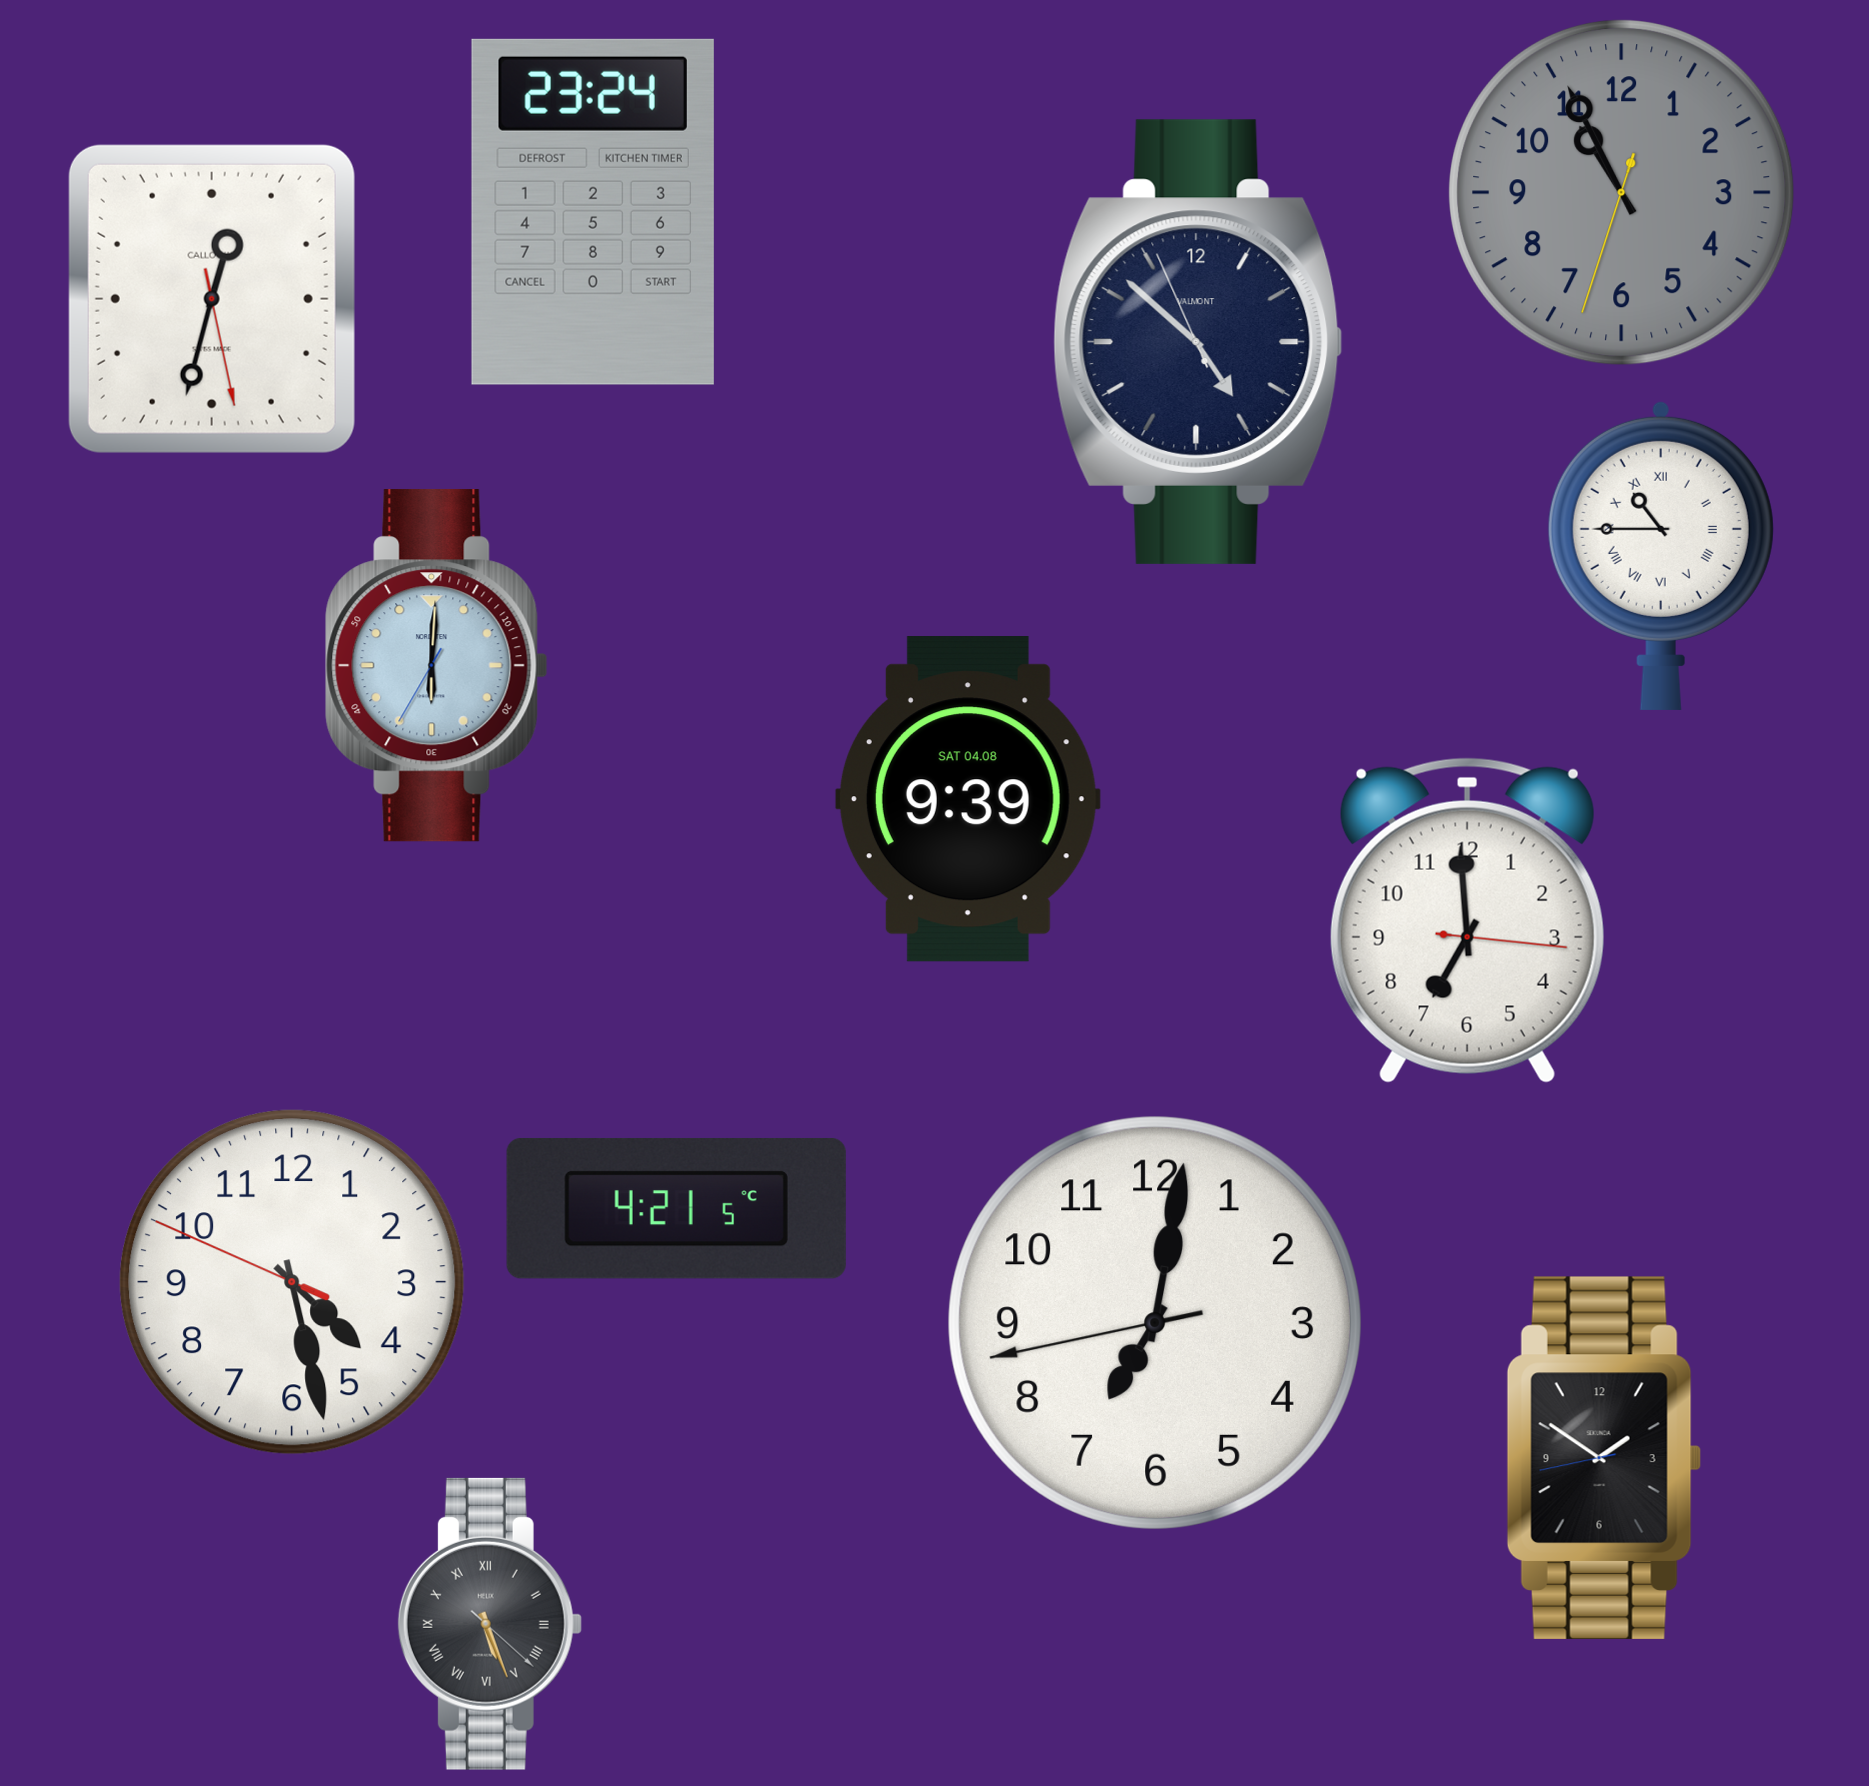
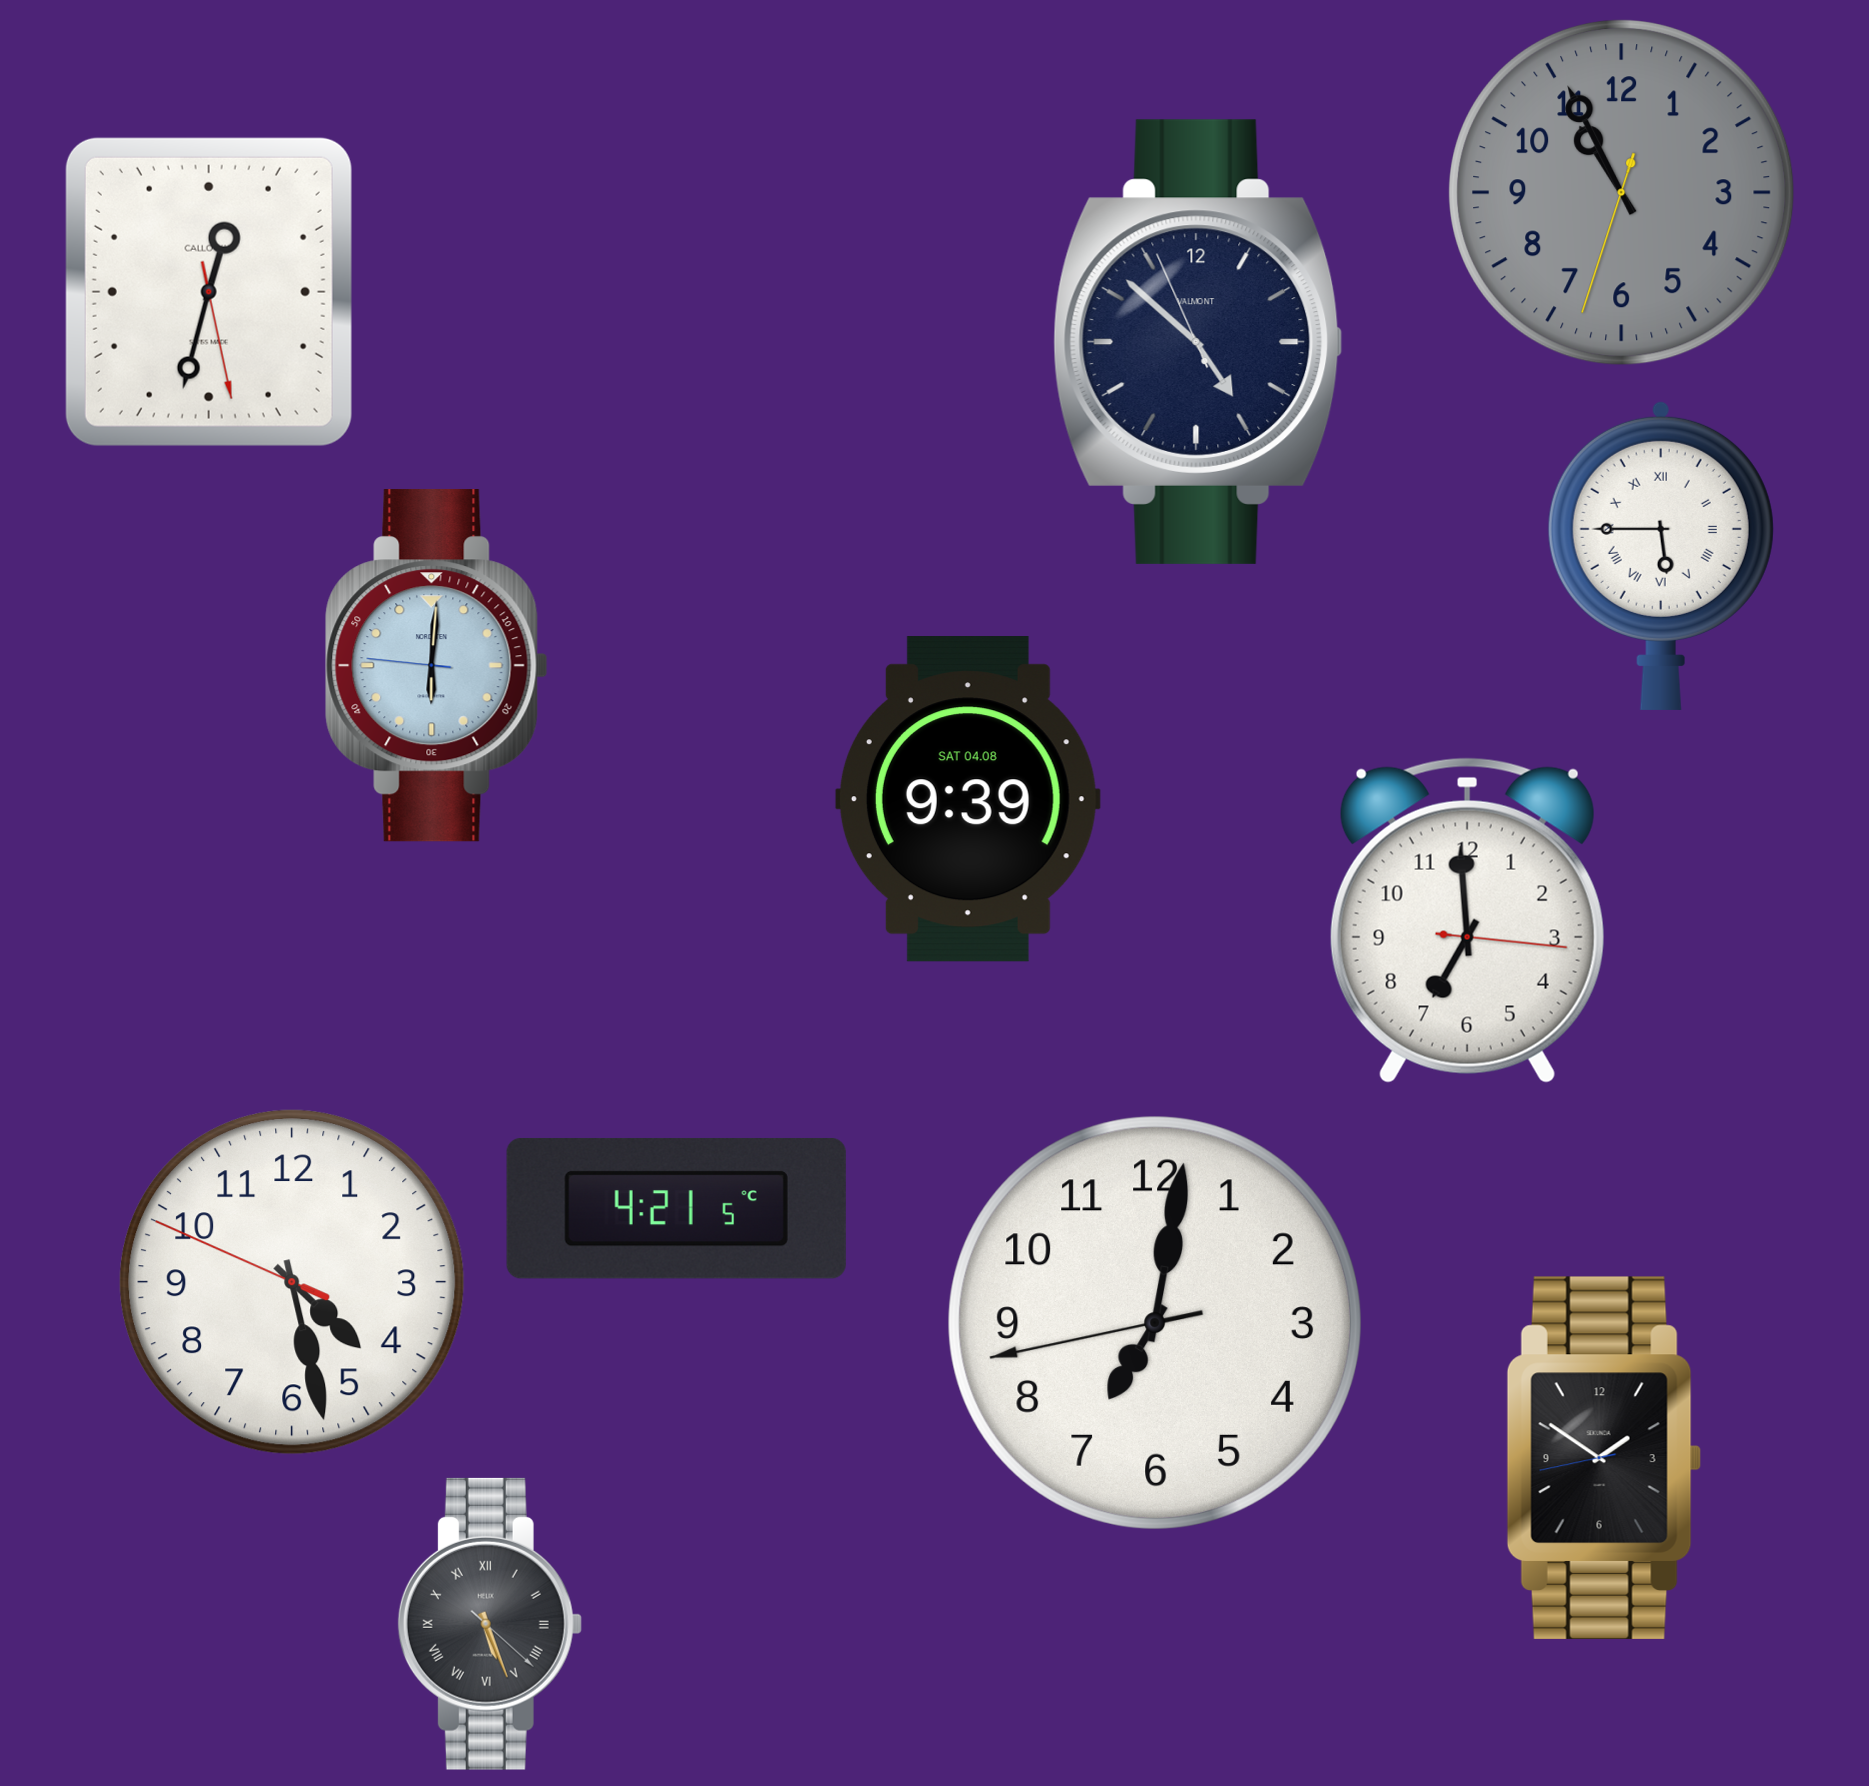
clock at (593, 212): 23:24 -> none
clock at (212, 299) position: (212, 299) -> (209, 292)
clock at (1661, 555): 10:45 -> 5:45
clock at (437, 666): 6:00:35 -> 6:00:46
